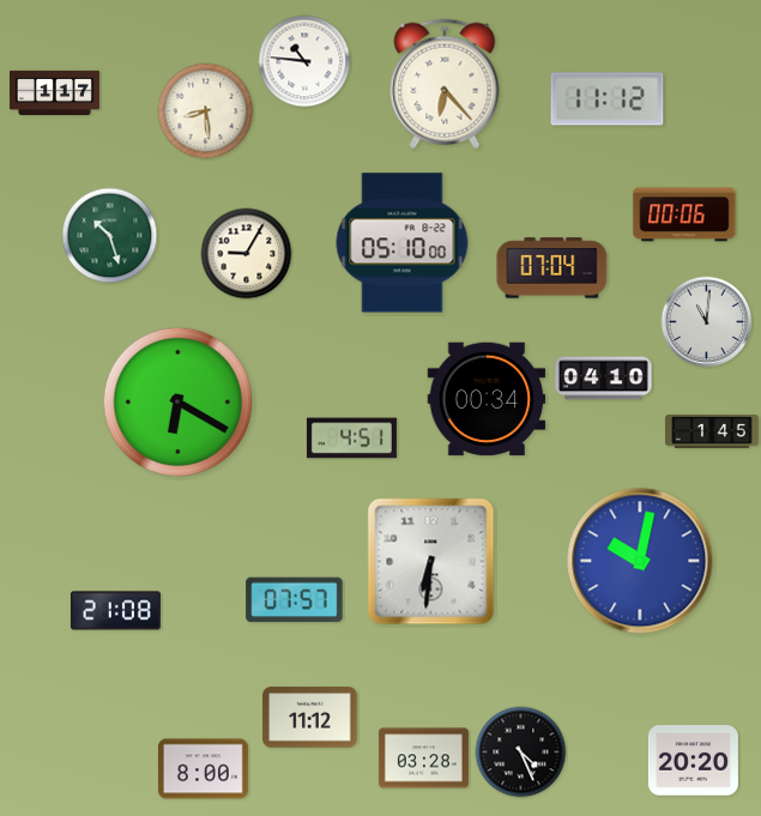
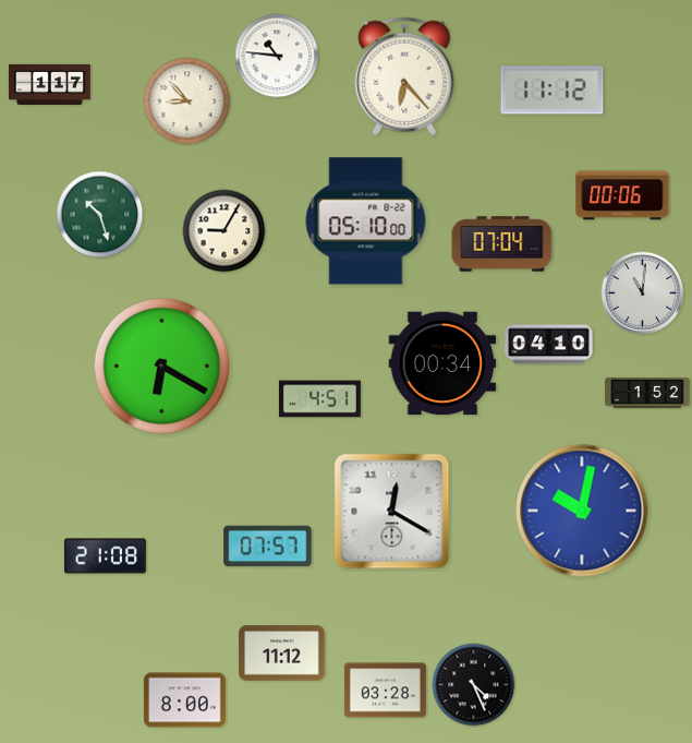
clock at (206, 111): 8:29 -> 8:53
clock at (712, 431): 1:45 -> 1:52
clock at (431, 562): 6:31 -> 12:20
clock at (693, 761): 20:20 -> none
